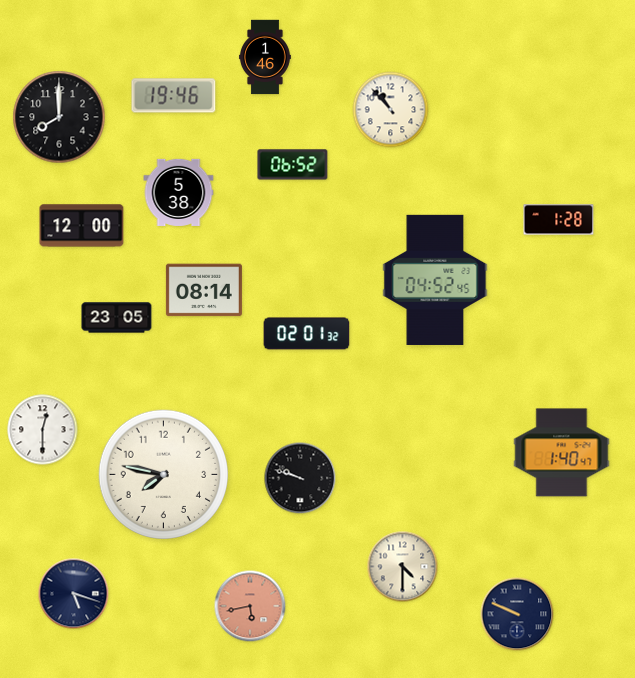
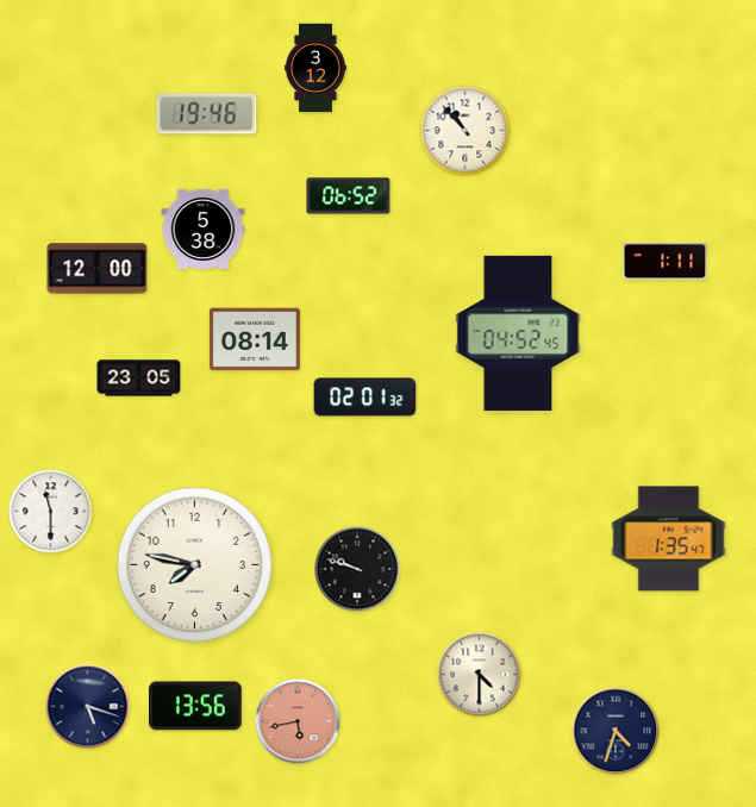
clock at (265, 57): 1:46 -> 3:12
clock at (59, 117): 8:00 -> none
clock at (179, 192) position: (179, 192) -> (204, 229)
clock at (559, 220): 1:28 -> 1:11
clock at (204, 290) position: (204, 290) -> (255, 339)
clock at (43, 430): 12:30 -> 11:30
clock at (562, 453): 1:40 -> 1:35
clock at (196, 706): none -> 13:56
clock at (517, 614): 9:49 -> 4:33
